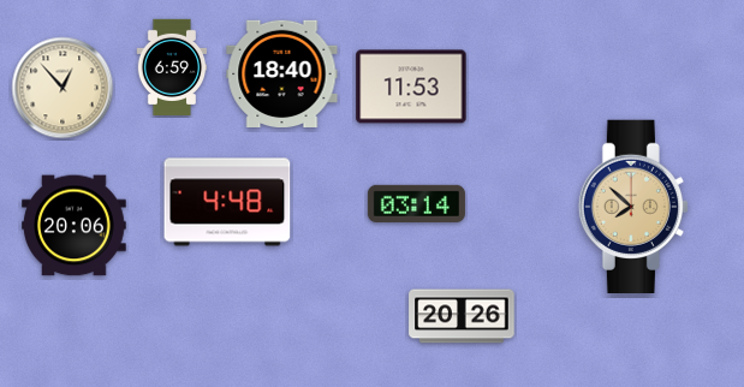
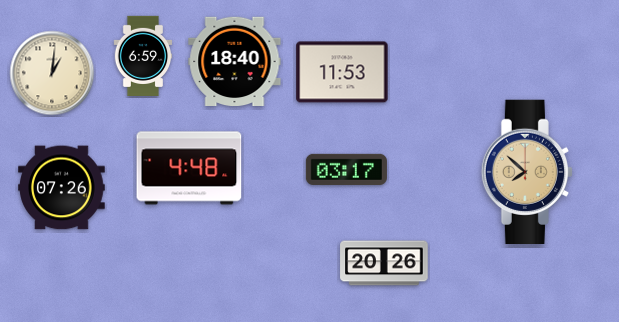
clock at (63, 88): 12:53 -> 1:01
clock at (416, 203): 03:14 -> 03:17
clock at (75, 226): 20:06 -> 07:26
